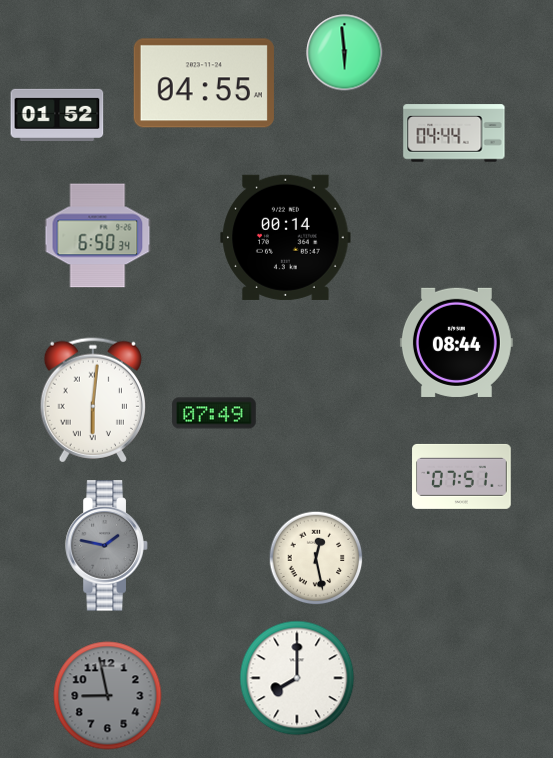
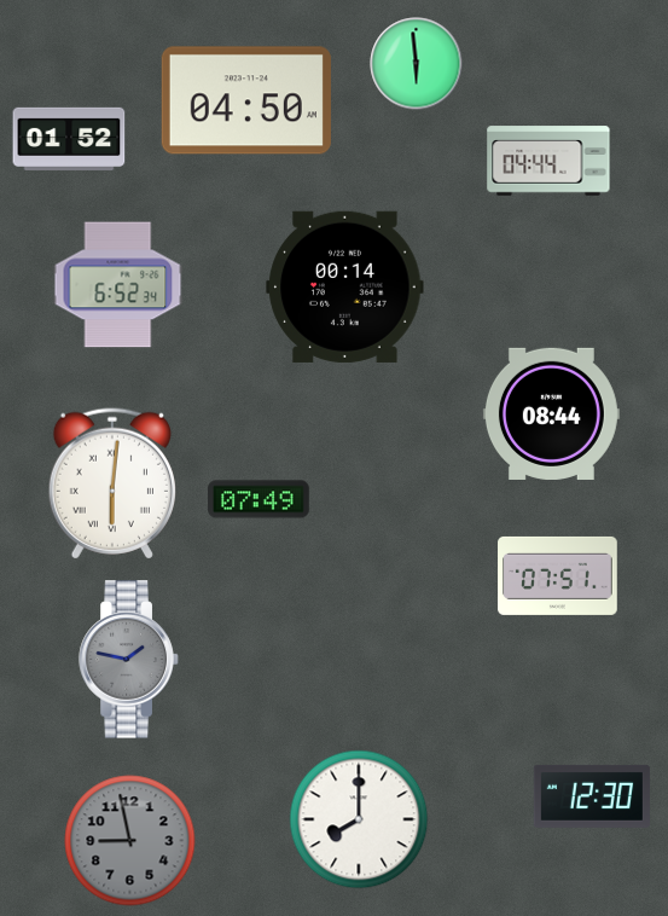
clock at (204, 83): 04:55 -> 04:50
clock at (98, 236): 6:50 -> 6:52
clock at (316, 558): 12:28 -> none
clock at (592, 796): none -> 12:30
